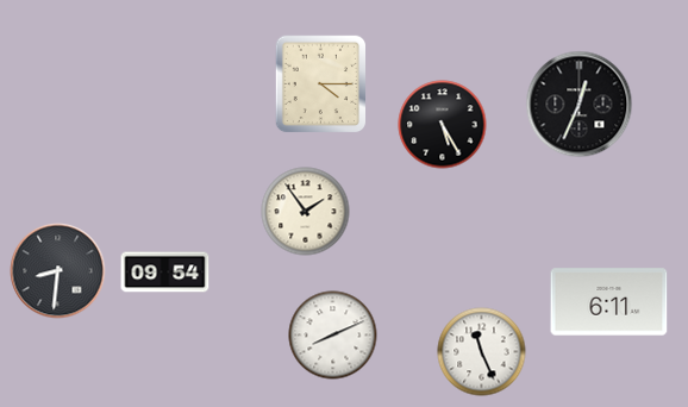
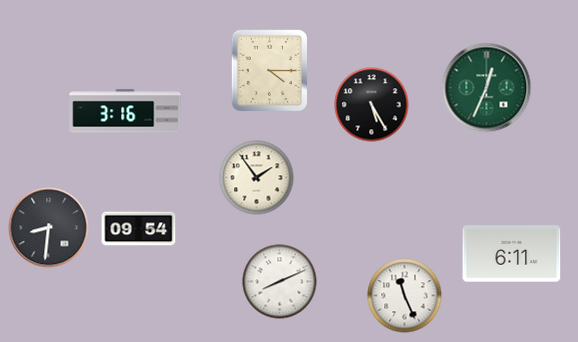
clock at (580, 105) dial: black -> green
clock at (125, 111): none -> 3:16
